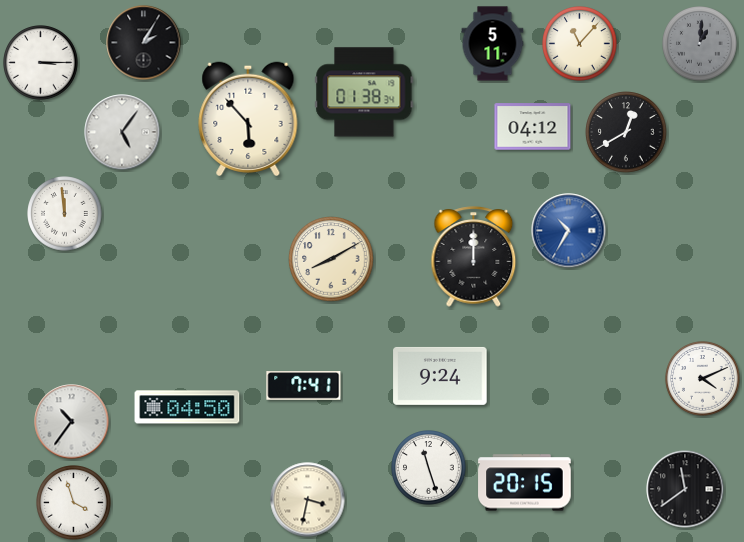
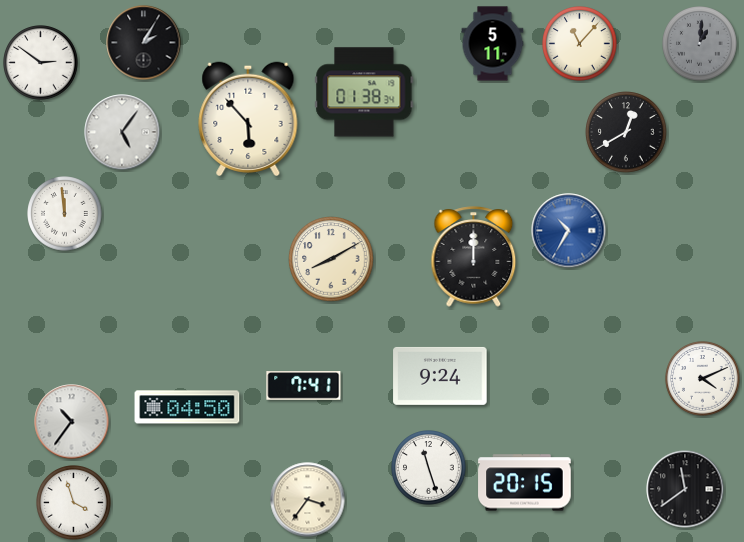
clock at (41, 63): 3:15 -> 2:51
clock at (533, 127): 04:12 -> none
clock at (308, 500): 3:32 -> 3:36
